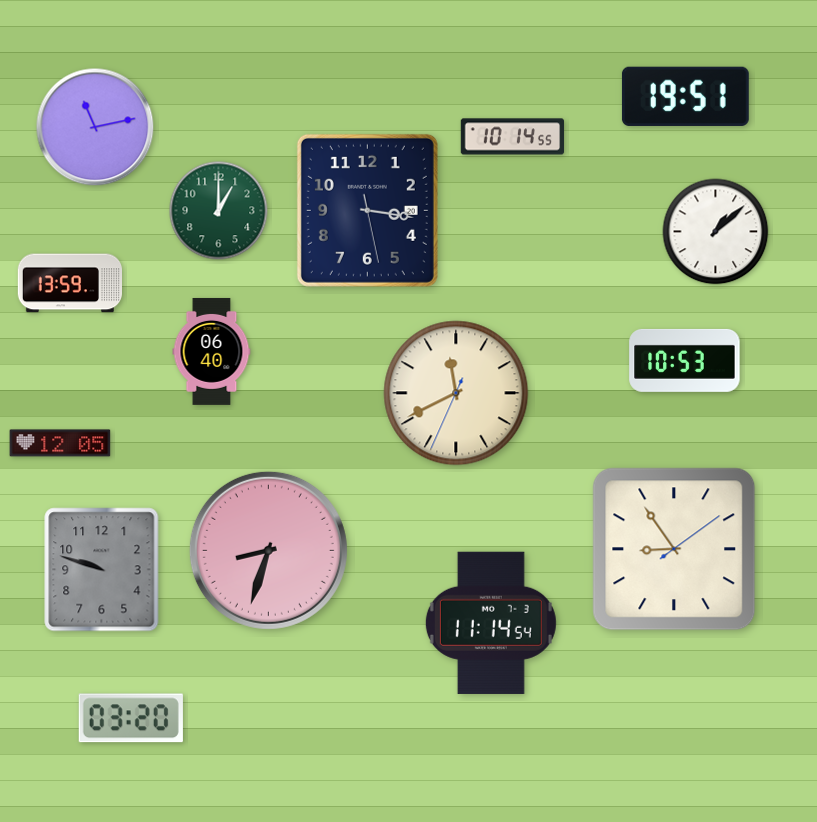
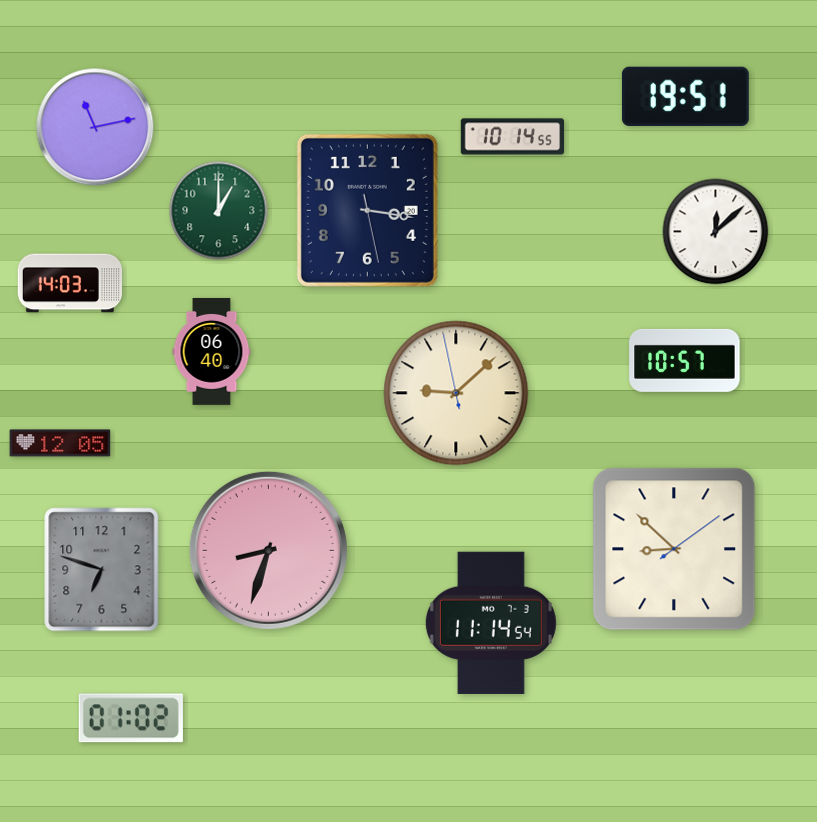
clock at (716, 232): 1:08 -> 12:08
clock at (69, 283): 13:59 -> 14:03
clock at (685, 360): 10:53 -> 10:57
clock at (456, 393): 11:40 -> 9:07
clock at (674, 549): 8:54 -> 8:52
clock at (102, 570): 9:48 -> 6:48
clock at (131, 718): 03:20 -> 01:02
